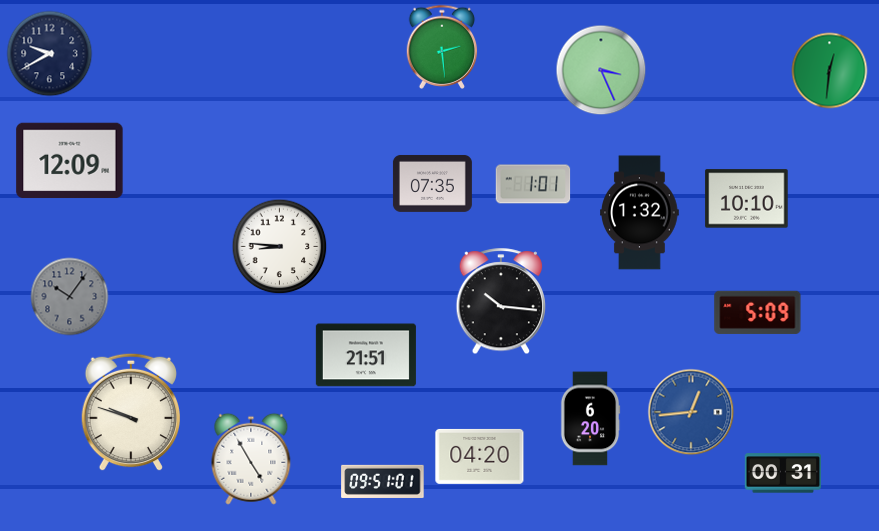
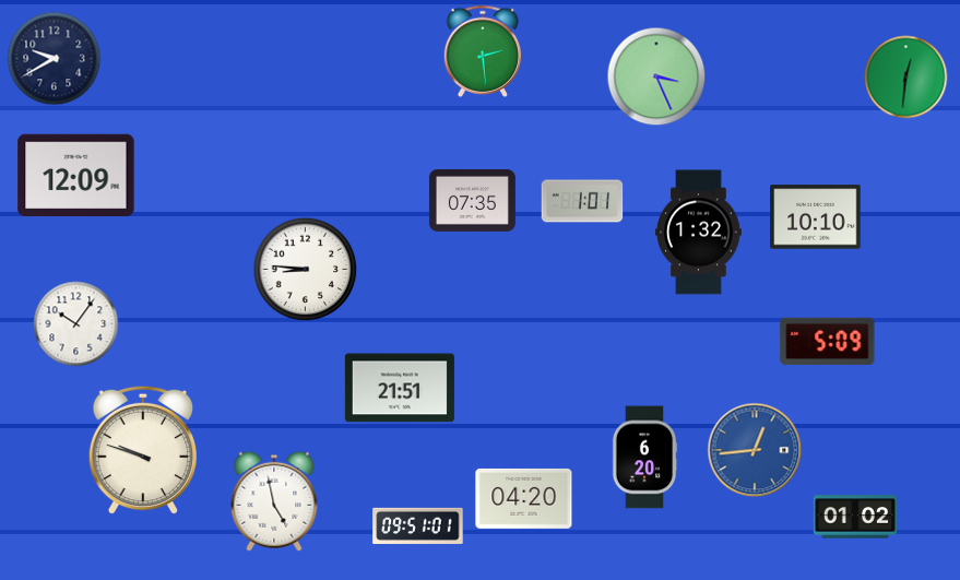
clock at (70, 297) dial: grey -> white
clock at (501, 302): 10:16 -> none
clock at (251, 459): 4:55 -> 4:58
clock at (782, 473): 00:31 -> 01:02
